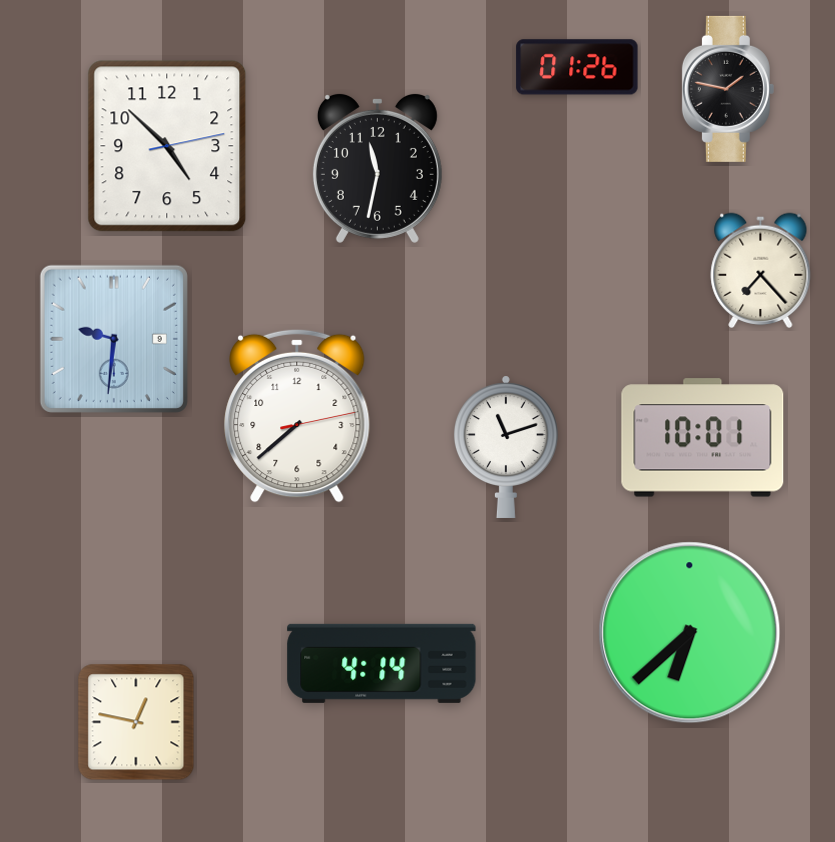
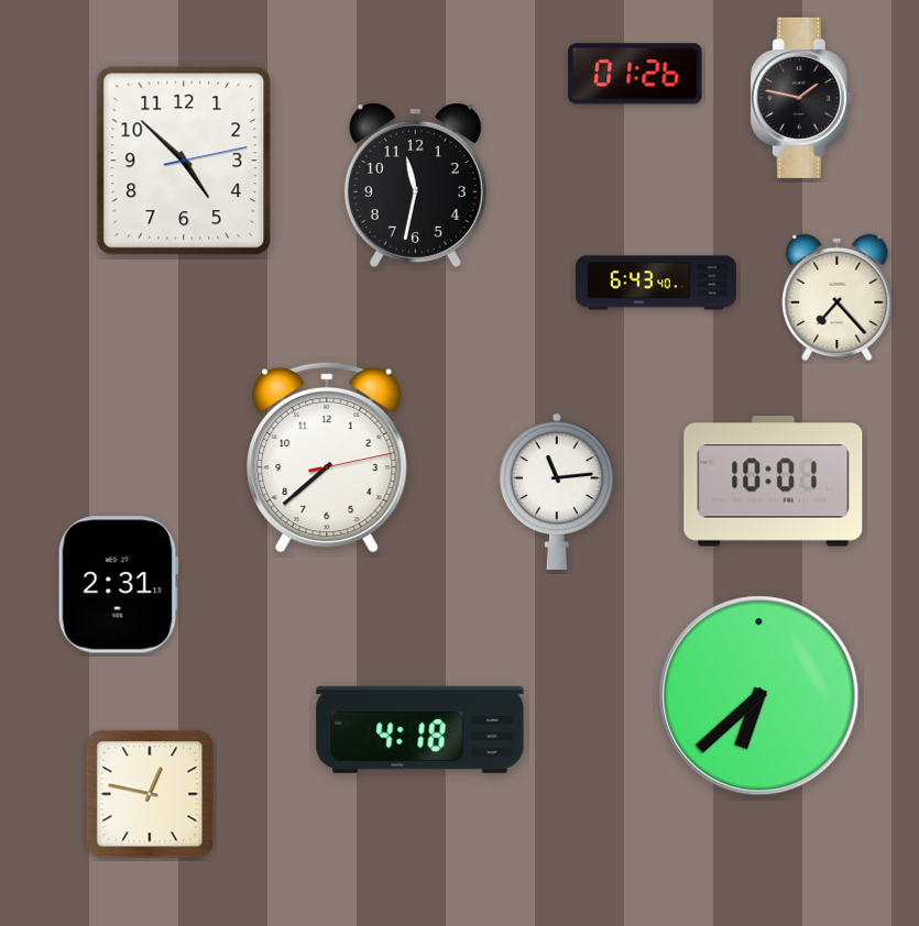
clock at (656, 283): none -> 6:43
clock at (114, 339): 9:31 -> none
clock at (506, 447): 11:12 -> 11:14
clock at (118, 585): none -> 2:31
clock at (382, 663): 4:14 -> 4:18
